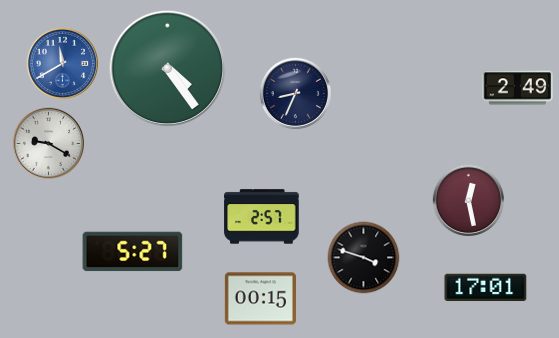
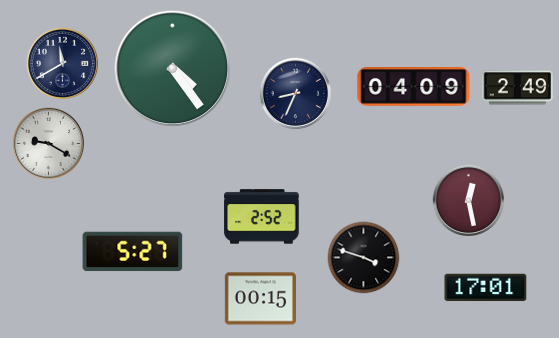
clock at (62, 63) dial: blue -> navy
clock at (168, 69) position: (168, 69) -> (173, 69)
clock at (414, 87): none -> 04:09
clock at (262, 217): 2:57 -> 2:52
